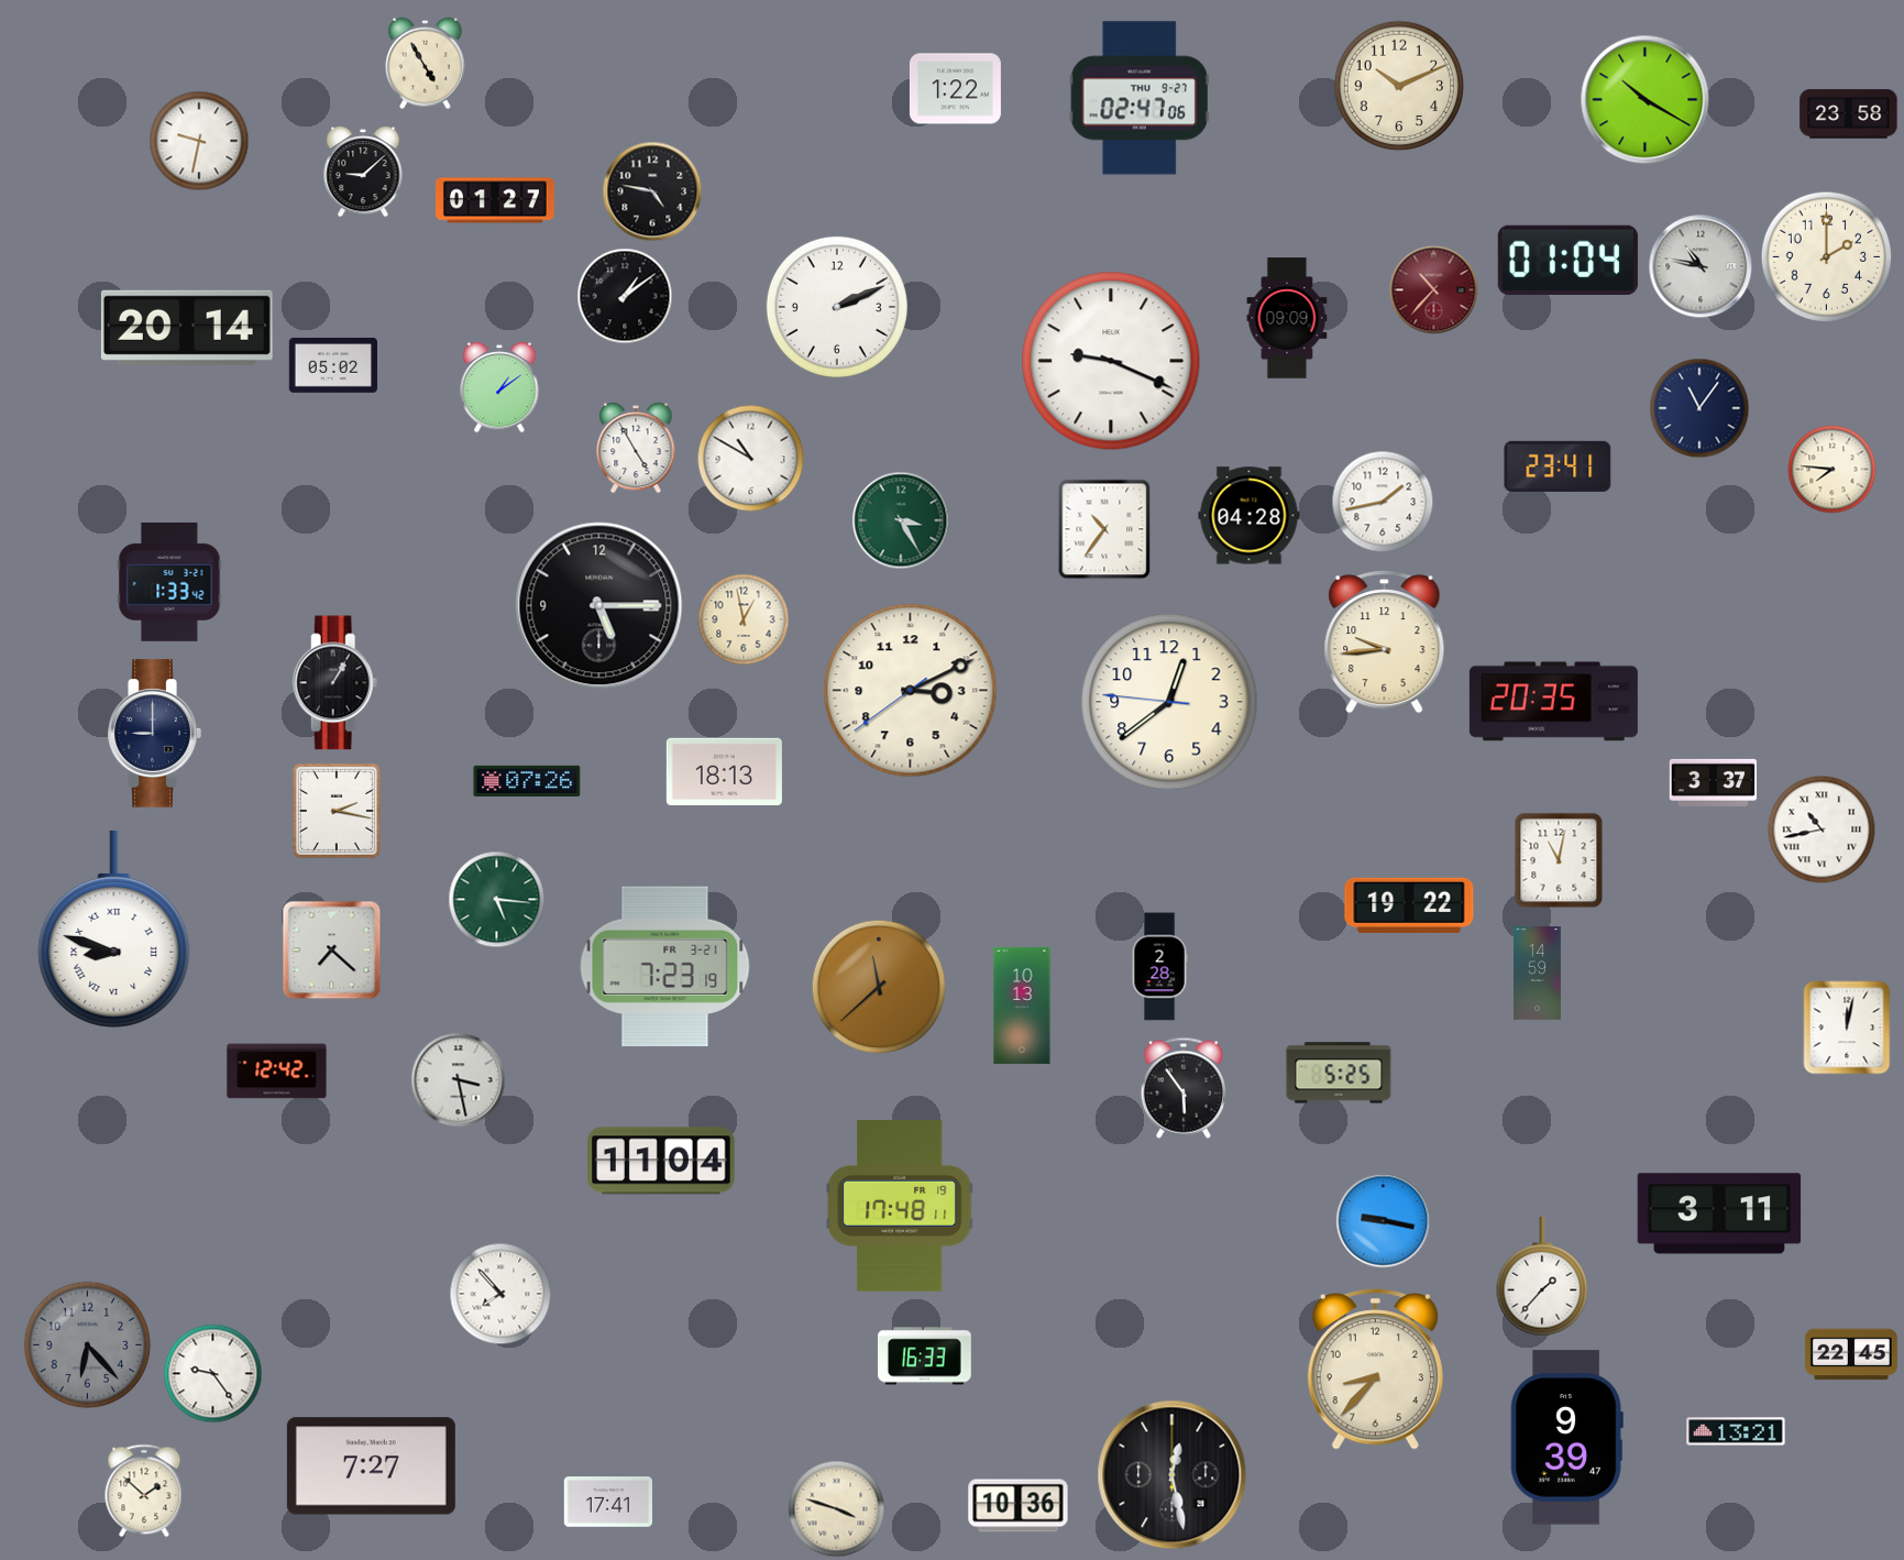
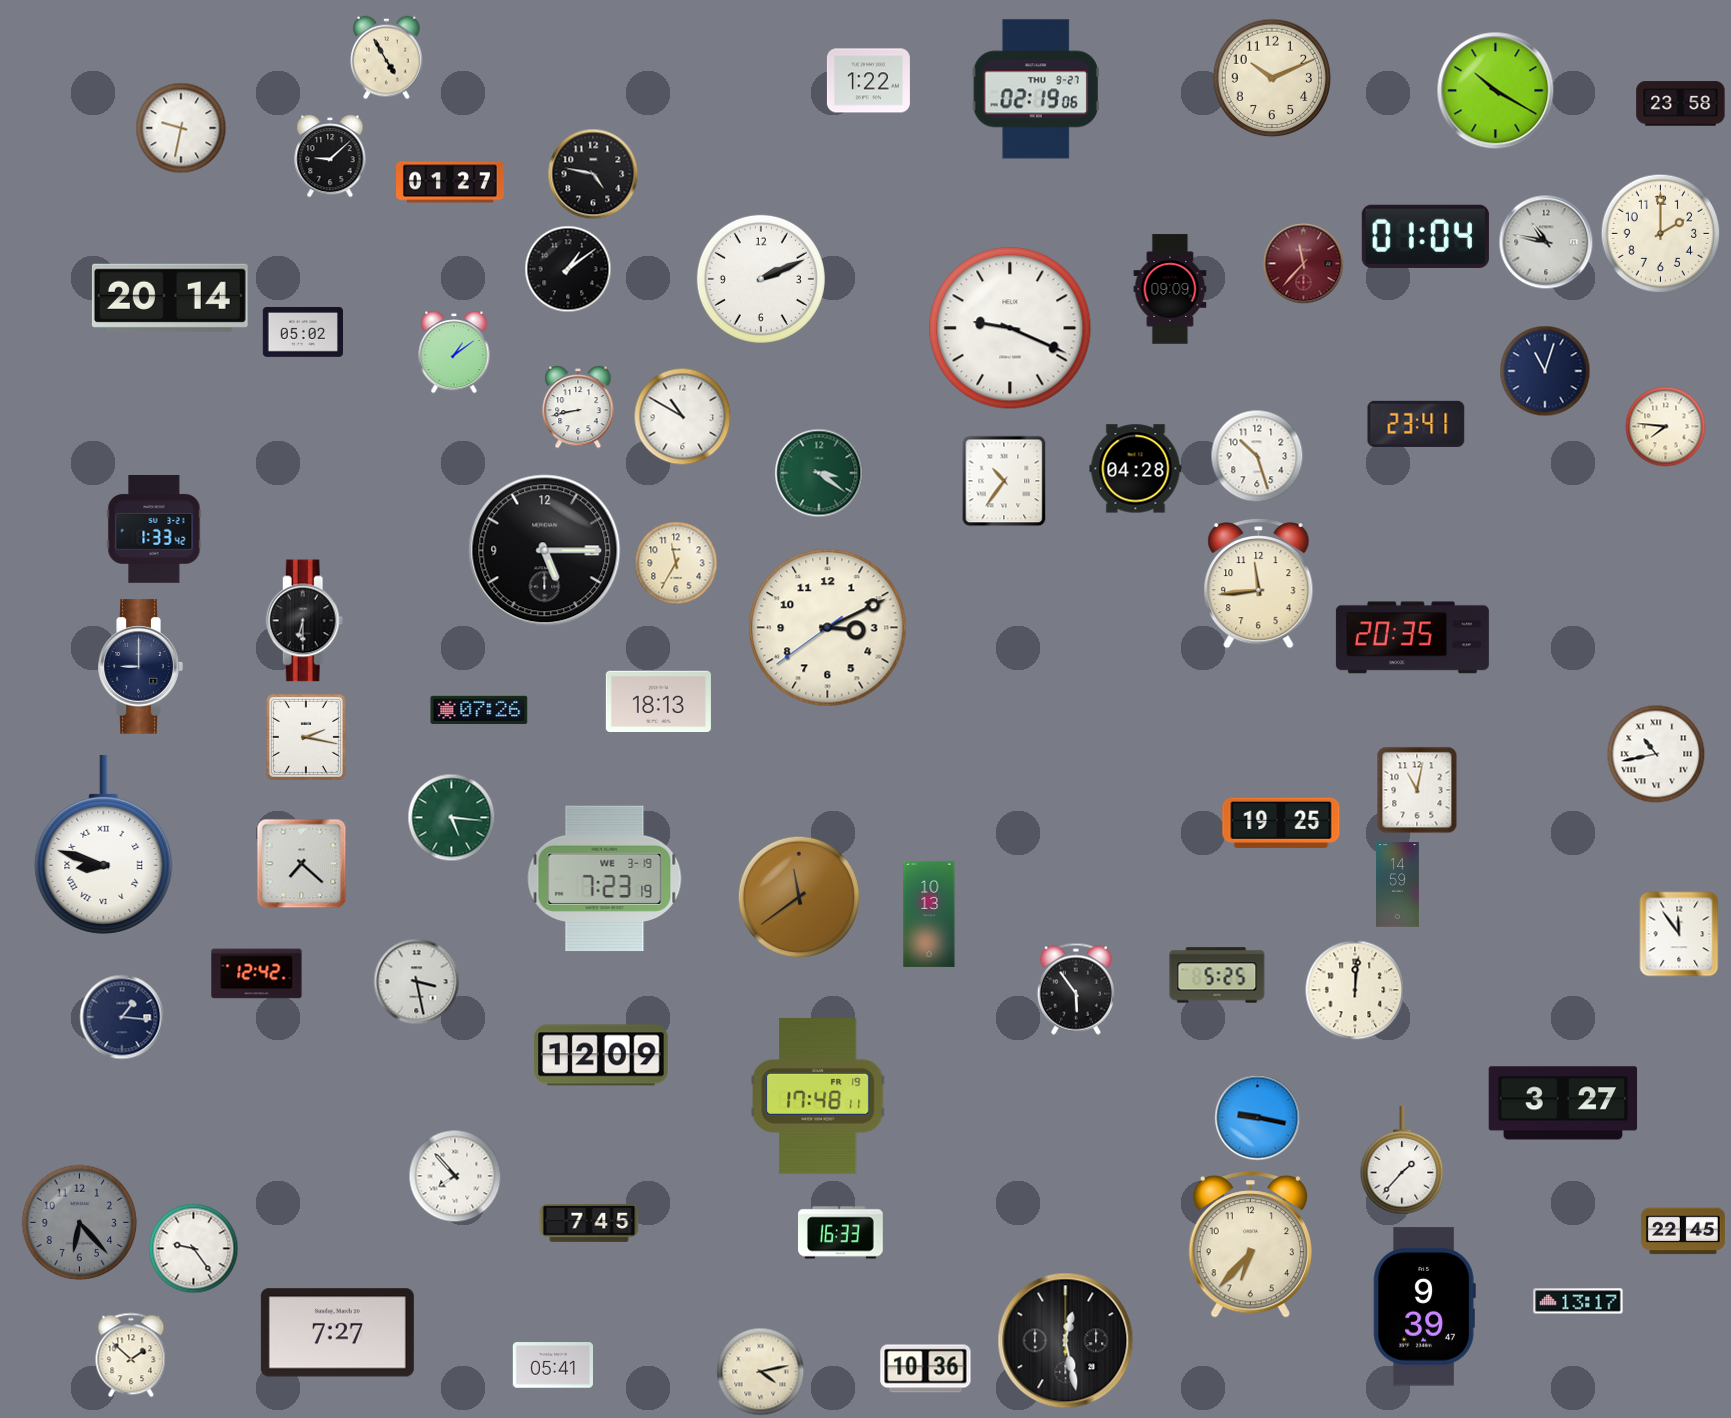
clock at (1140, 98): 02:47 -> 02:19
clock at (1434, 290): 10:37 -> 11:37
clock at (1699, 408): 11:06 -> 11:03
clock at (636, 449): 4:55 -> 8:43
clock at (1383, 502): 1:43 -> 10:27
clock at (901, 520): 3:25 -> 3:21
clock at (744, 619): 12:58 -> 11:35
clock at (1385, 642): 9:44 -> 11:44
clock at (335, 683): 1:05 -> 6:30
clock at (1169, 702): 12:38 -> none
clock at (1714, 782): 3:37 -> none
clock at (1559, 860) position: (1559, 860) -> (1417, 790)
clock at (1409, 905): 19:22 -> 19:25
clock at (665, 967) date: FR 3-21 -> WE 3-19
clock at (1159, 967): 2:28 -> none
clock at (878, 986): 11:38 -> 11:39
clock at (1847, 1028): 12:02 -> 11:54
clock at (277, 1072) position: (277, 1072) -> (257, 974)
clock at (1355, 990): none -> 12:01
clock at (122, 1017): none -> 1:16
clock at (661, 1161): 11:04 -> 12:09
clock at (1719, 1213): 3:11 -> 3:27
clock at (1384, 1221) position: (1384, 1221) -> (1258, 1118)
clock at (589, 1223): none -> 7:45
clock at (1375, 1370): 8:37 -> 6:37
clock at (1736, 1431): 13:21 -> 13:17
clock at (607, 1502): 17:41 -> 05:41
clock at (837, 1509): 3:48 -> 4:13
